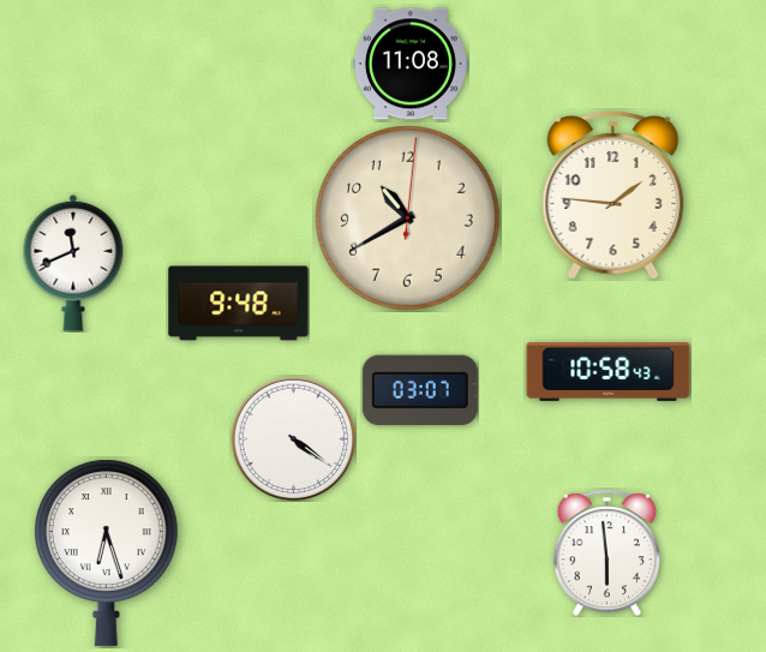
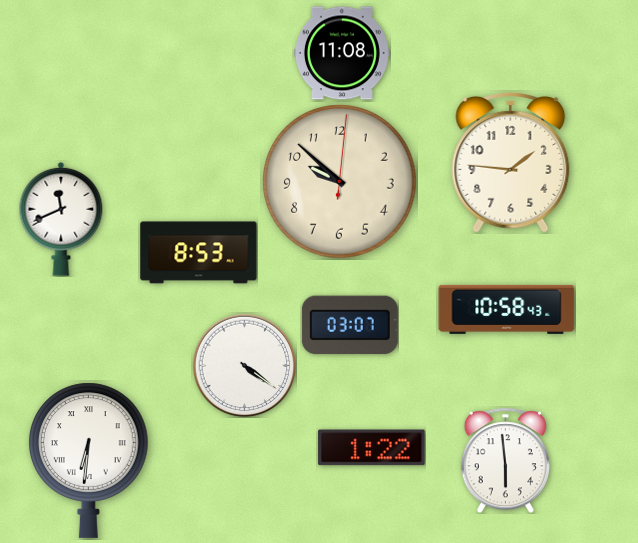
clock at (408, 219): 10:40 -> 9:52
clock at (239, 304): 9:48 -> 8:53
clock at (372, 448): none -> 1:22
clock at (106, 552): 6:27 -> 6:31
